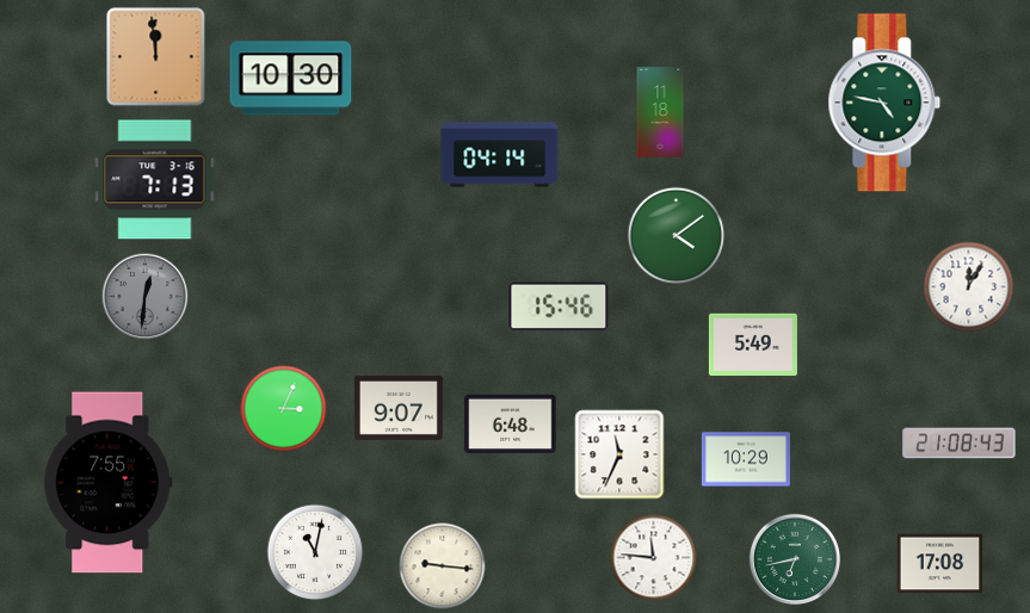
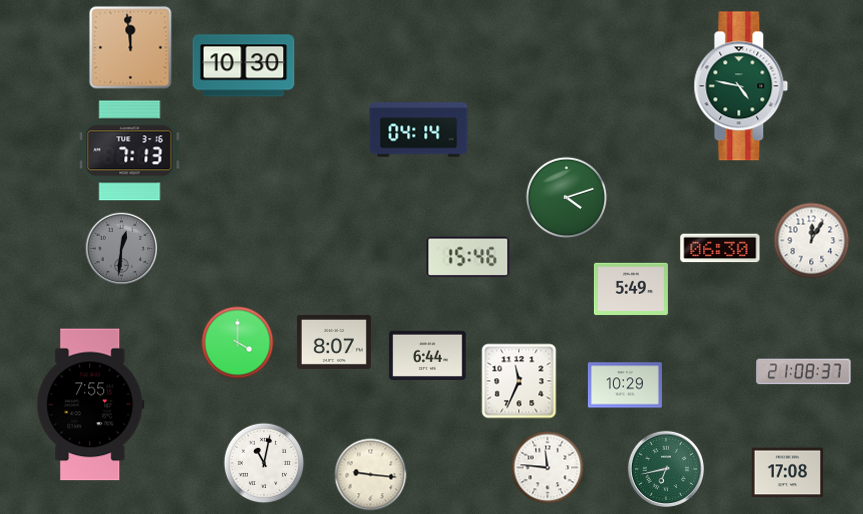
clock at (660, 112): 11:18 -> none
clock at (677, 236): 4:09 -> 4:12
clock at (720, 248): none -> 06:30
clock at (399, 408): 9:07 -> 8:07
clock at (284, 409): 3:04 -> 4:00
clock at (511, 423): 6:48 -> 6:44
clock at (960, 444): 21:08:43 -> 21:08:37
